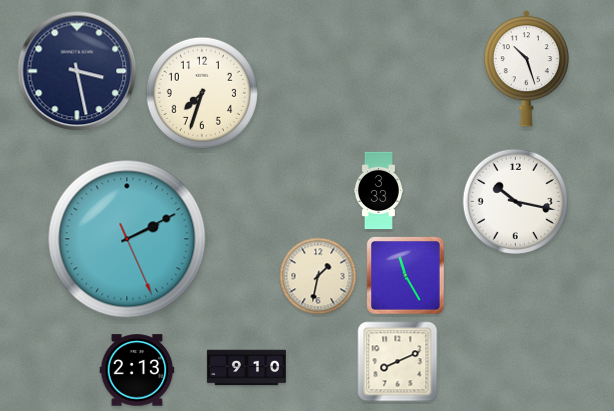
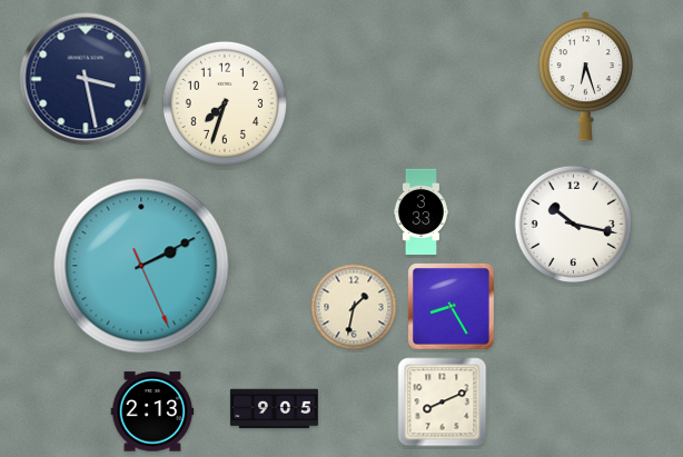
clock at (526, 69): 10:27 -> 6:27
clock at (406, 276): 11:25 -> 8:25
clock at (246, 368): 9:10 -> 9:05
